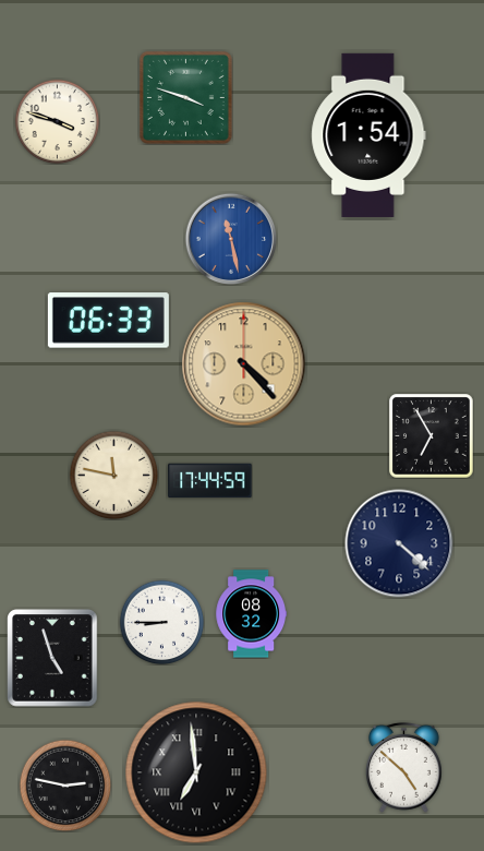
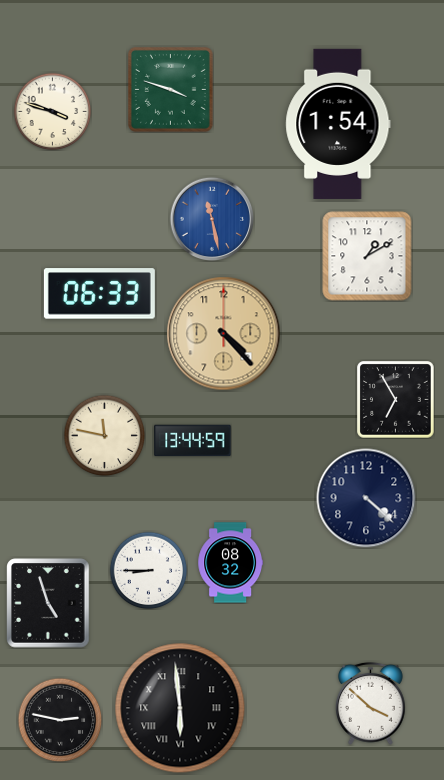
clock at (367, 256): none -> 1:10
clock at (210, 481): 17:44 -> 13:44
clock at (403, 767): 4:52 -> 3:52
clock at (196, 772): 6:59 -> 5:59
